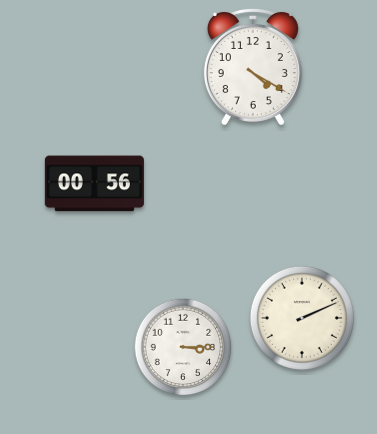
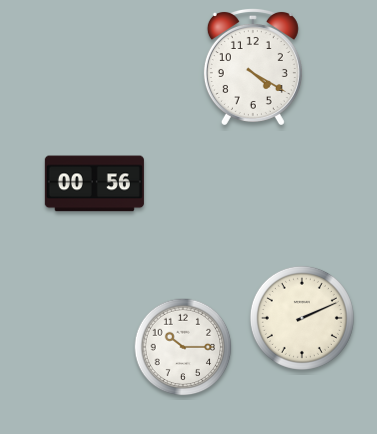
clock at (183, 347): 3:15 -> 10:15
